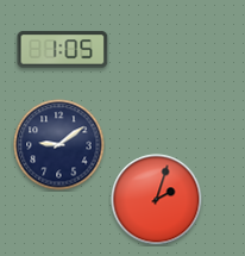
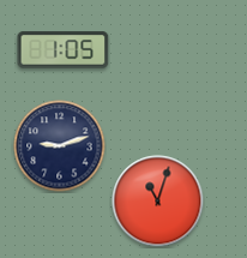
clock at (59, 145): 9:09 -> 9:12
clock at (157, 200): 2:03 -> 11:03
